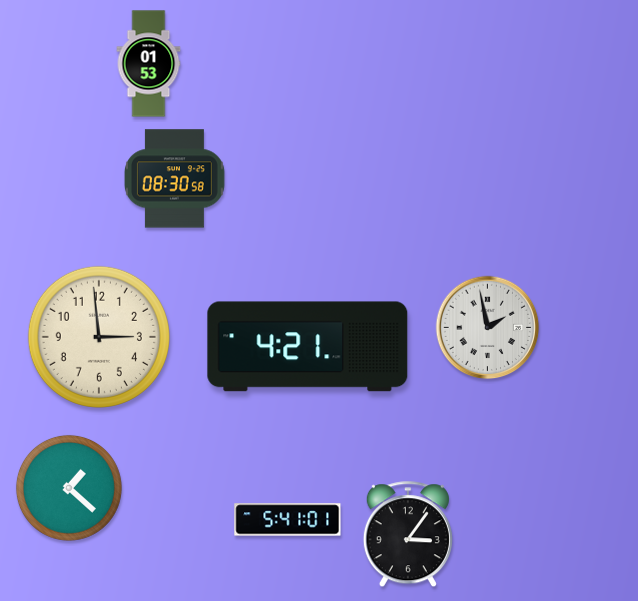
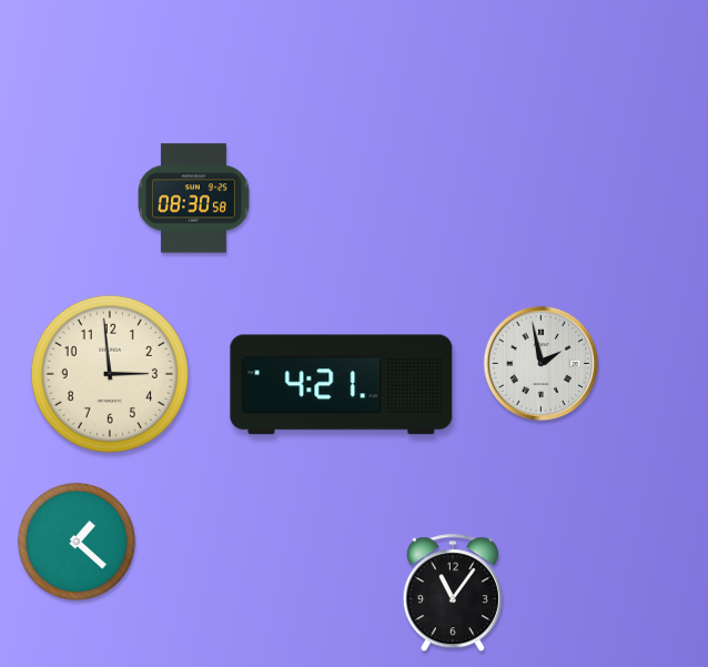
clock at (149, 64): 01:53 -> none
clock at (288, 520): 5:41 -> none
clock at (408, 535): 3:06 -> 11:06
